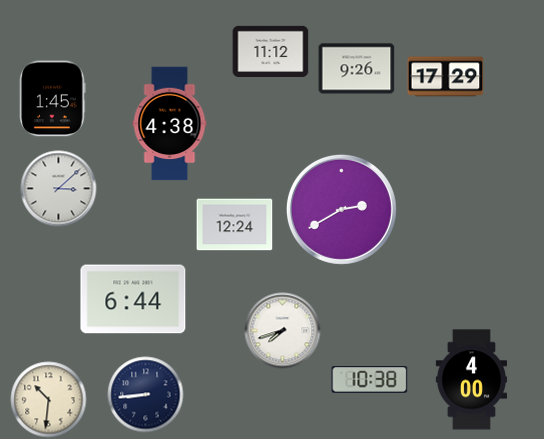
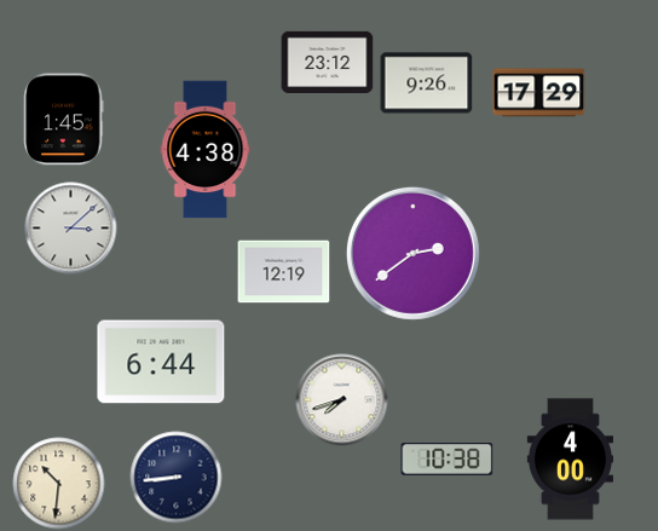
clock at (271, 51): 11:12 -> 23:12
clock at (357, 69) position: (357, 69) -> (427, 83)
clock at (341, 209): 2:40 -> 2:39
clock at (235, 225): 12:24 -> 12:19
